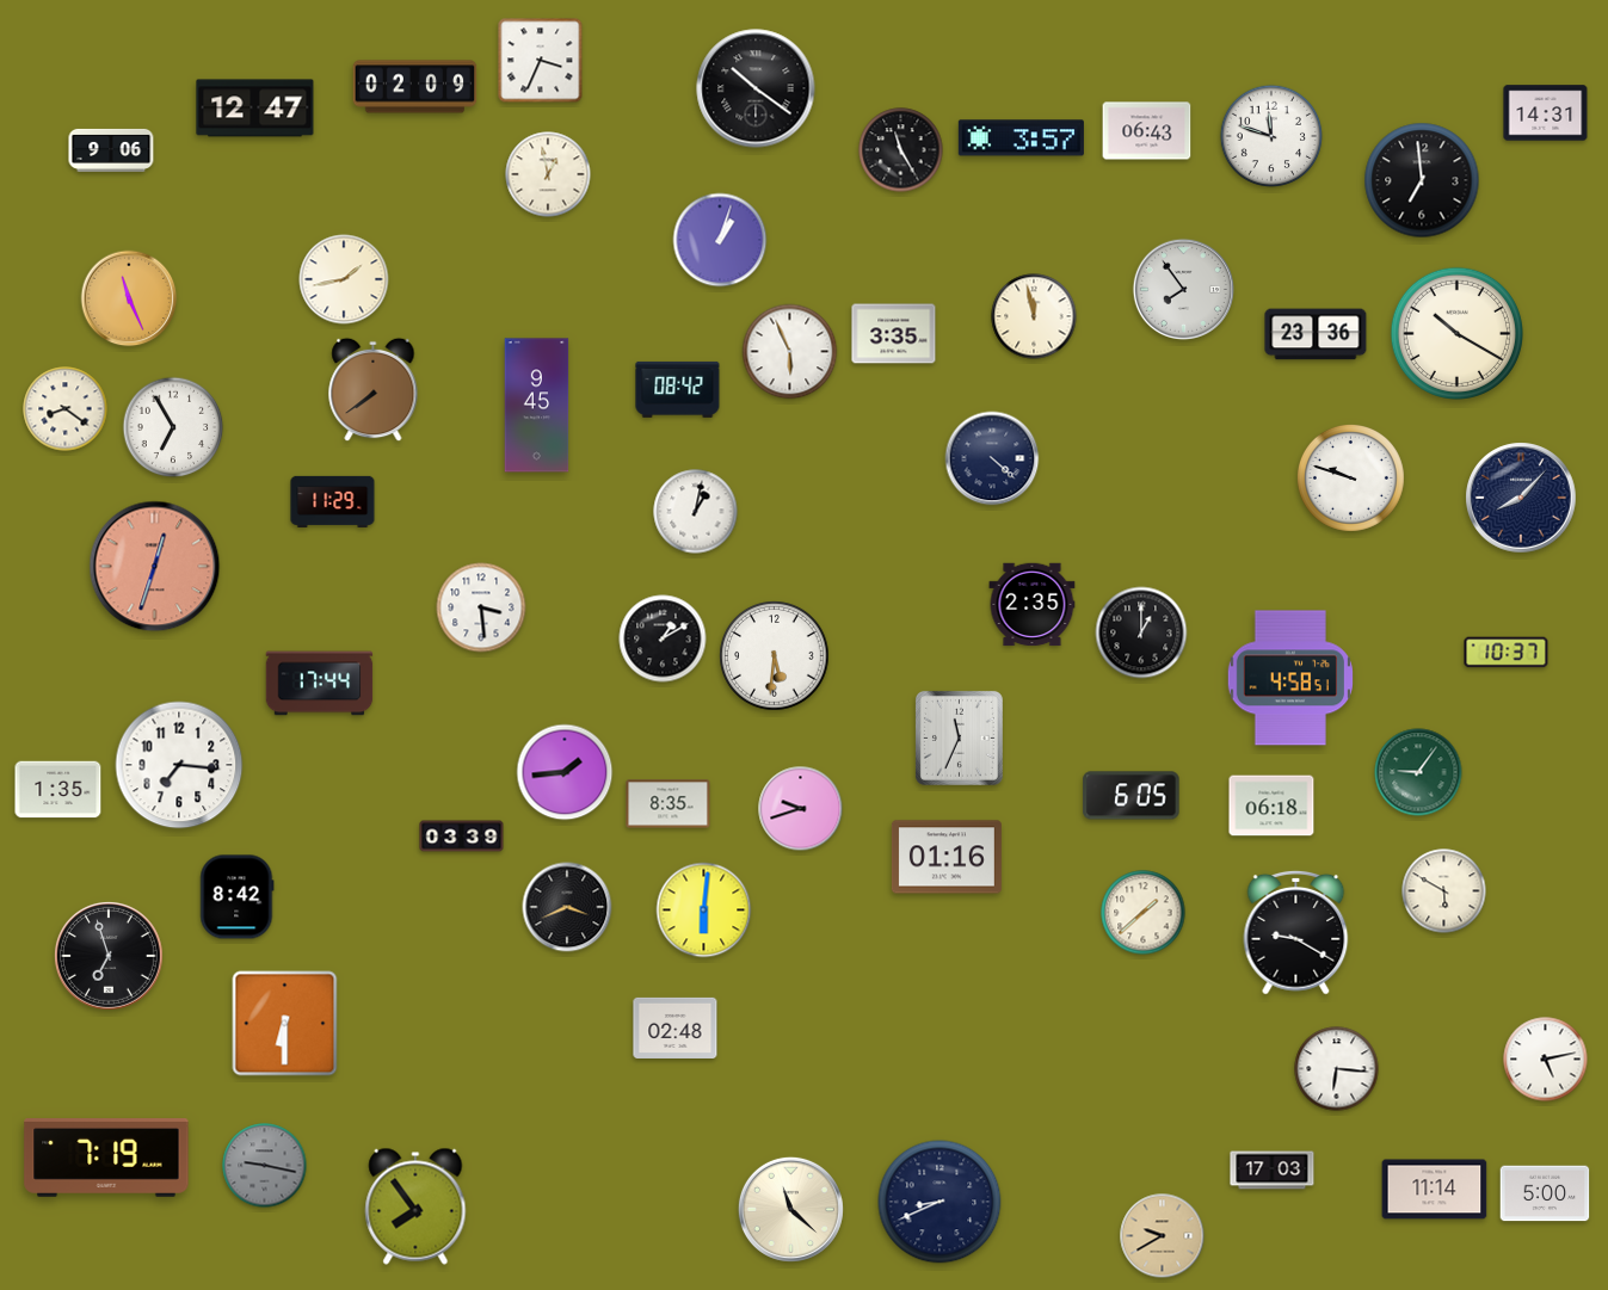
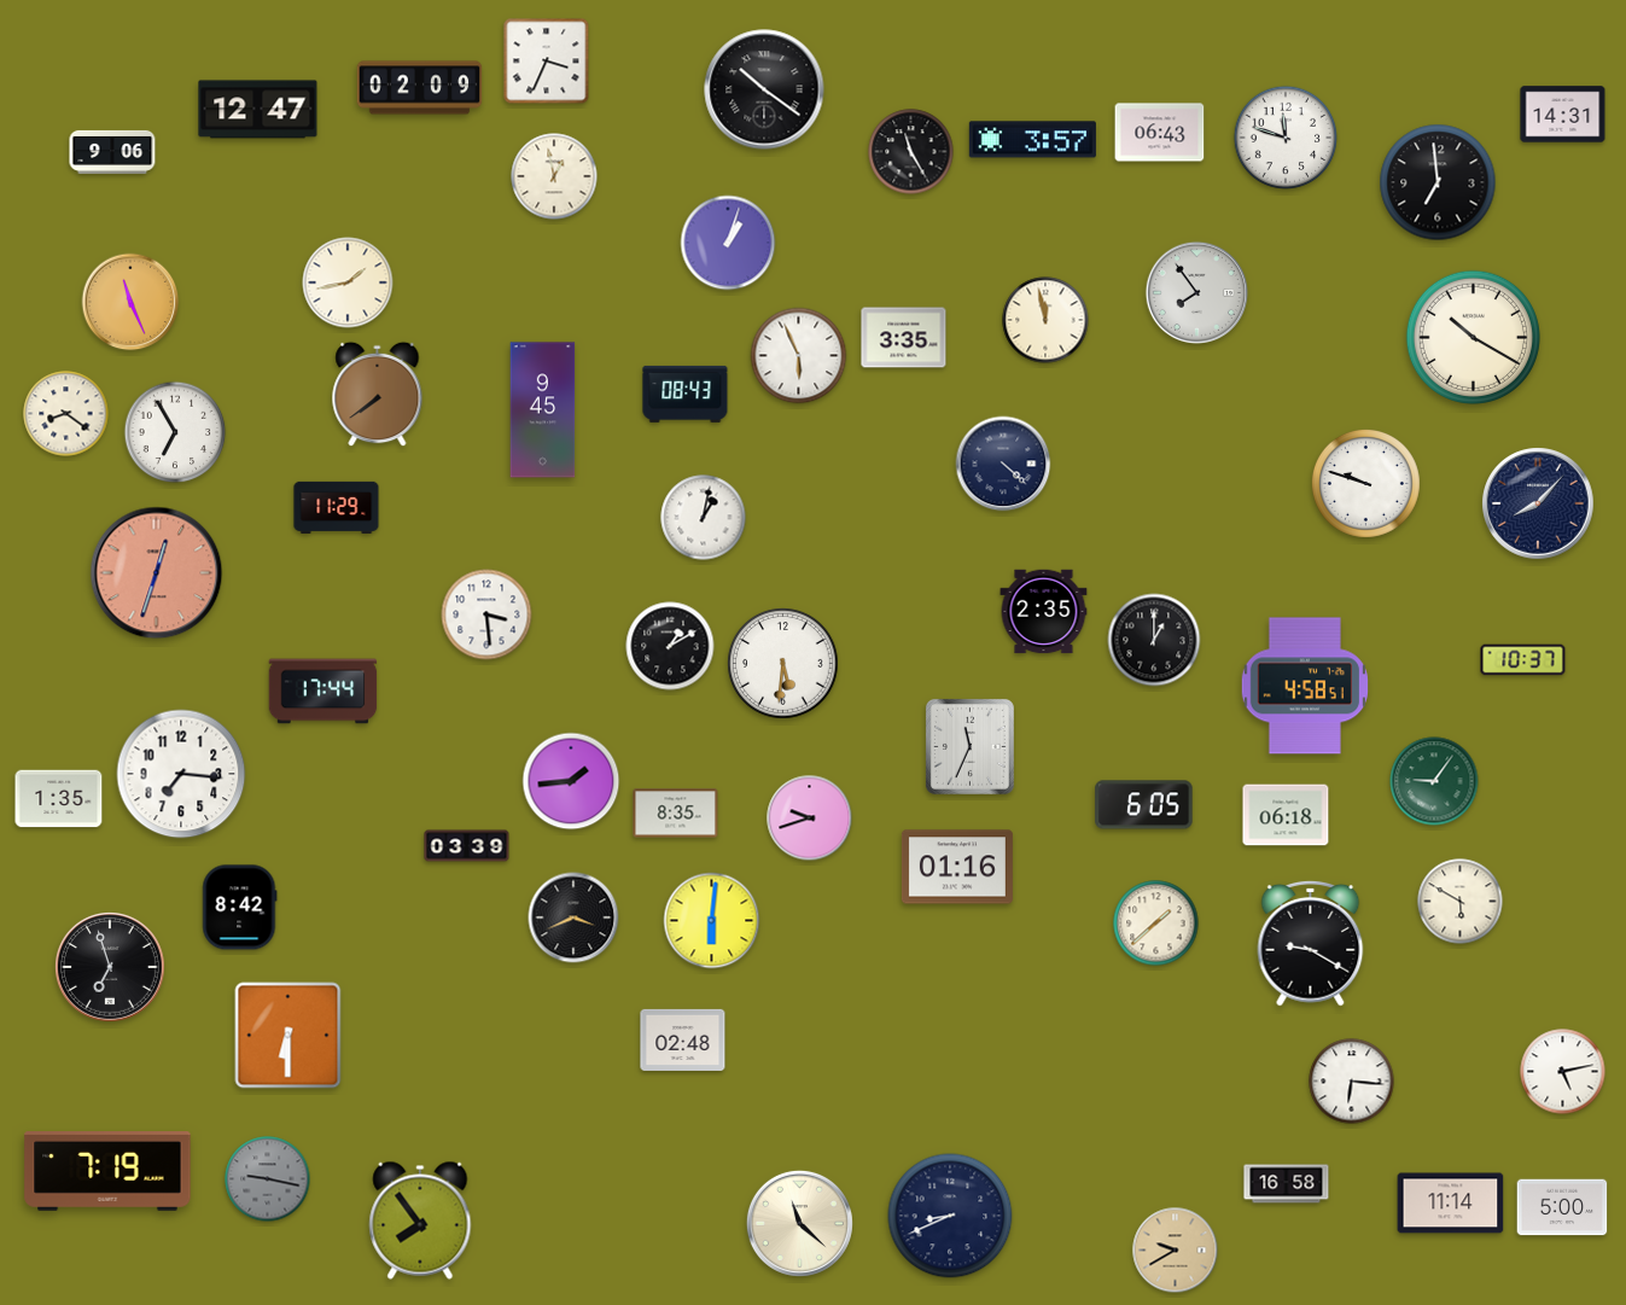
clock at (1316, 334): 23:36 -> none
clock at (678, 389): 08:42 -> 08:43
clock at (1273, 1171): 17:03 -> 16:58
